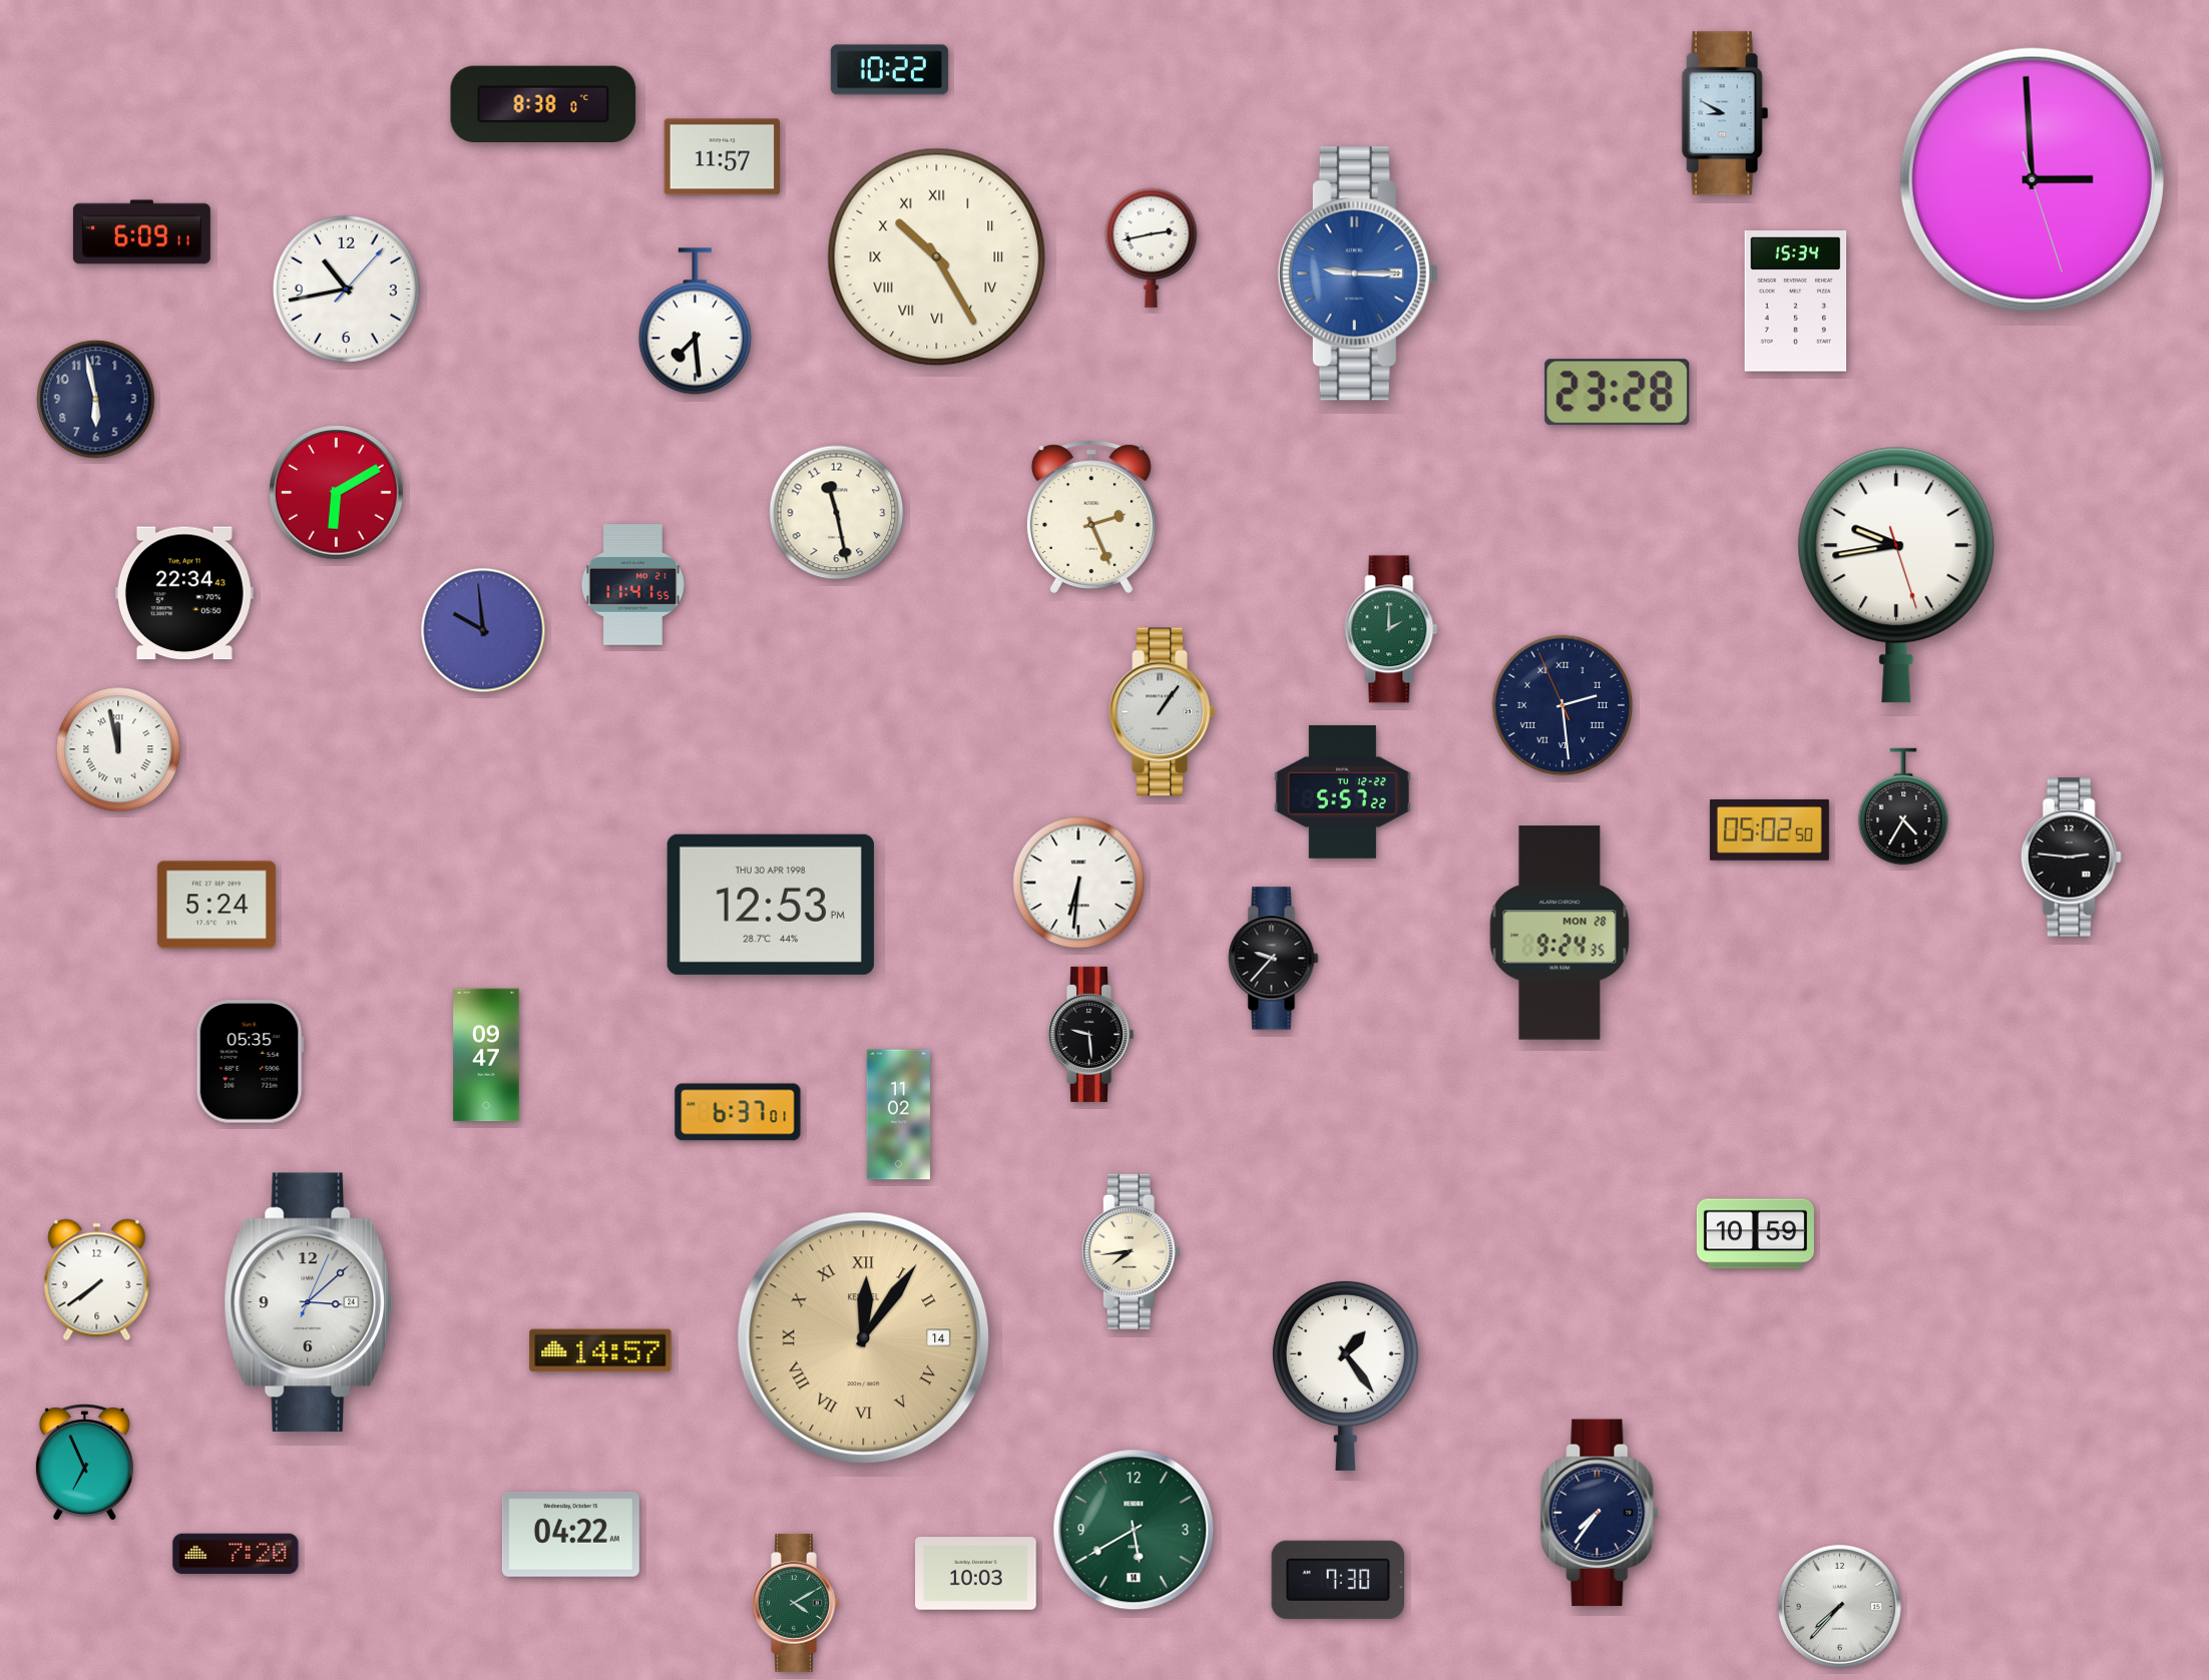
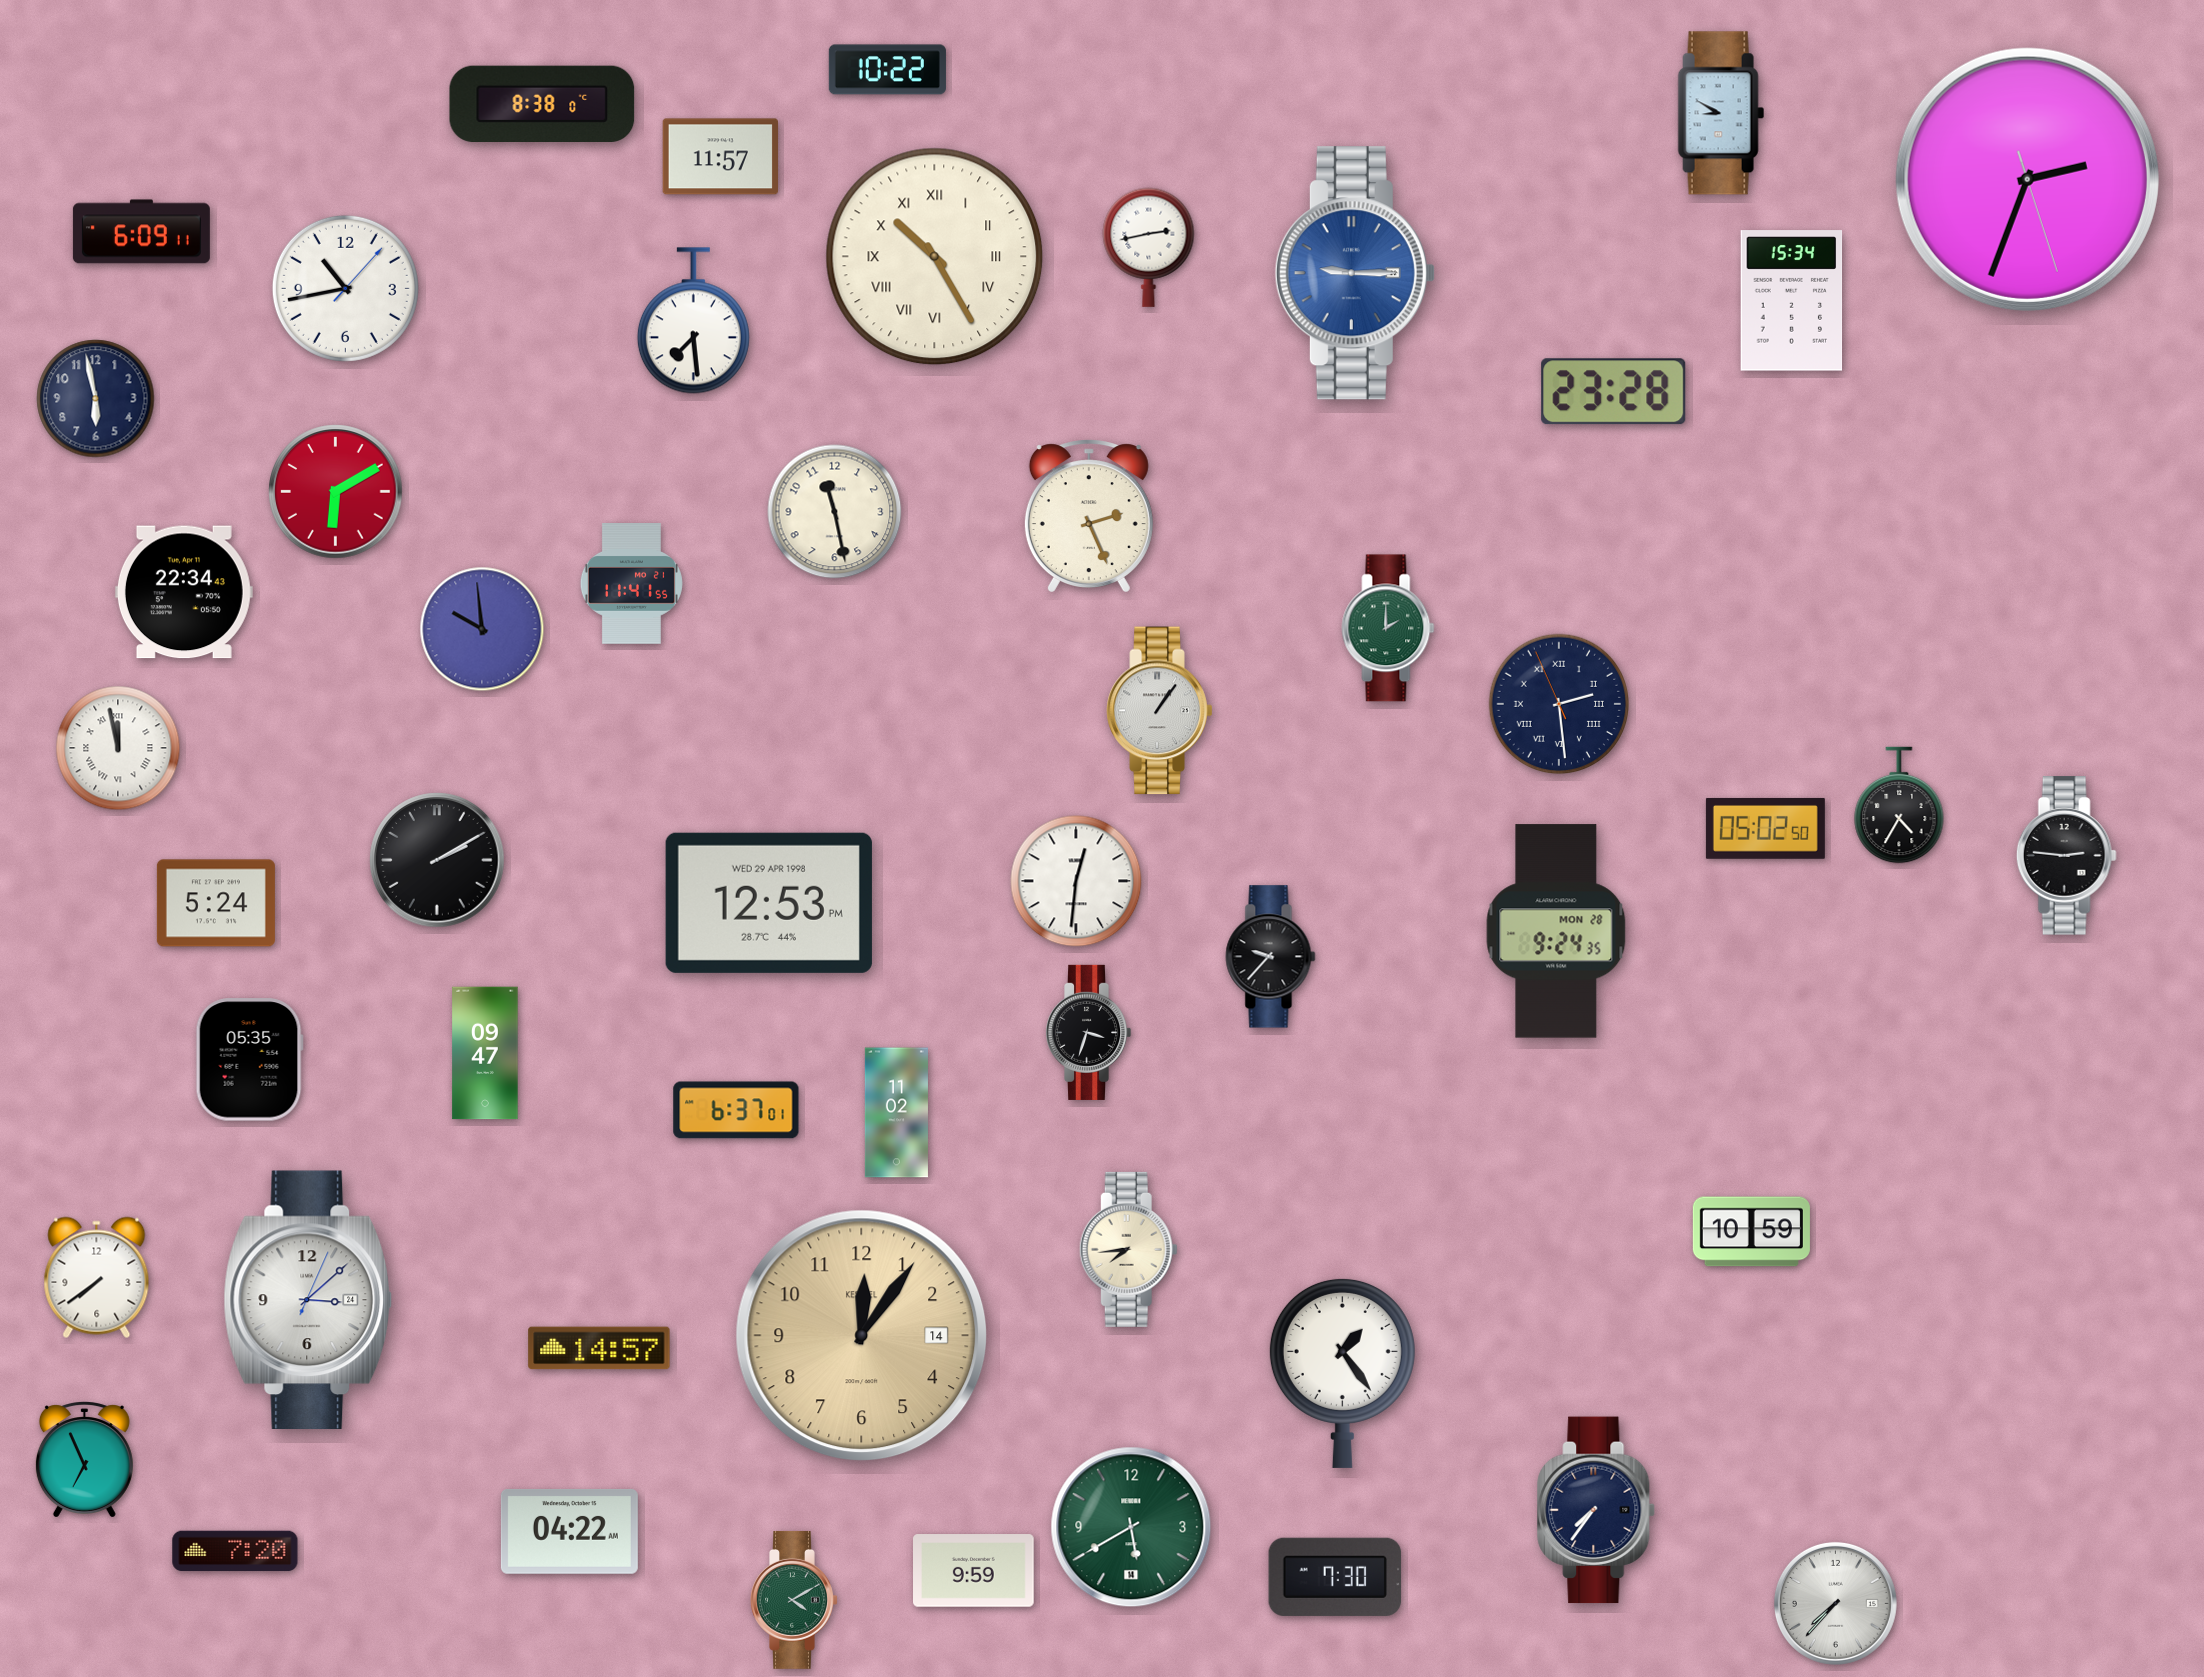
clock at (2032, 179): 2:59 -> 2:33
clock at (1896, 575): 9:43 -> none
clock at (1342, 791): 5:57 -> none
clock at (437, 860): none -> 2:10
clock at (1078, 883): 6:31 -> 12:31
clock at (771, 905) date: THU 30 APR 1998 -> WED 29 APR 1998
clock at (1090, 1034): 9:29 -> 3:33
clock at (864, 1338) numerals: Roman -> Arabic
clock at (976, 1574): 10:03 -> 9:59
